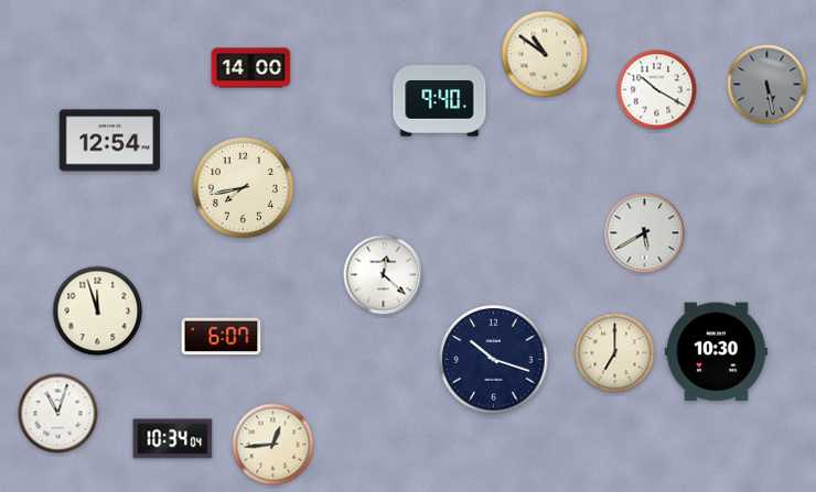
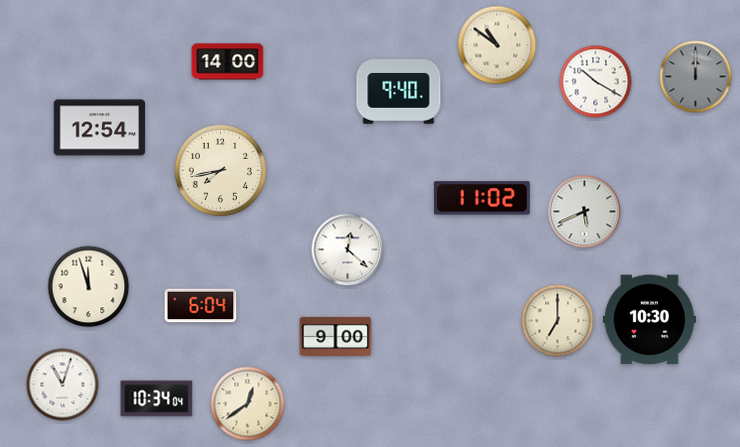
clock at (545, 54) position: (545, 54) -> (497, 45)
clock at (767, 85): 5:28 -> 12:00
clock at (482, 198): none -> 11:02
clock at (645, 233): 5:40 -> 5:41
clock at (98, 311) position: (98, 311) -> (89, 287)
clock at (222, 337): 6:07 -> 6:04
clock at (494, 360): 10:18 -> none
clock at (336, 336): none -> 9:00
clock at (58, 414) position: (58, 414) -> (63, 385)
clock at (273, 445): 12:44 -> 12:39
